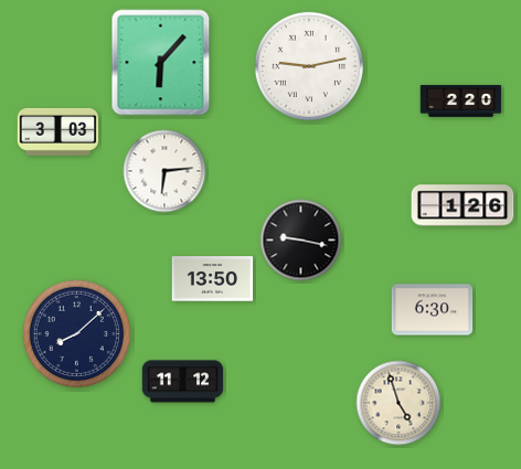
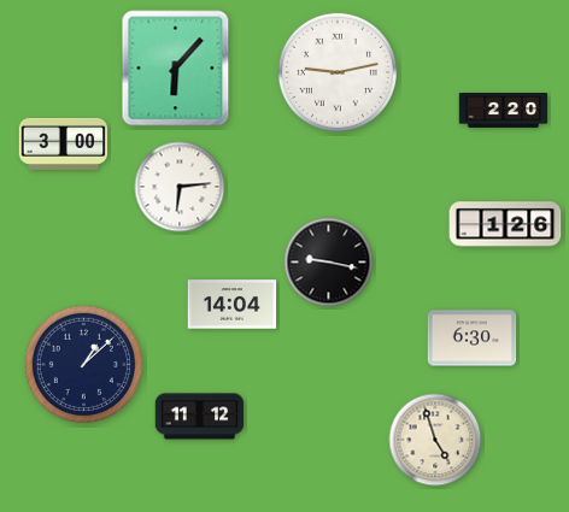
clock at (59, 131): 3:03 -> 3:00
clock at (213, 279): 13:50 -> 14:04
clock at (76, 333): 8:08 -> 1:08
